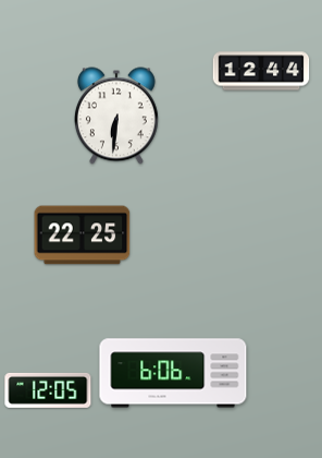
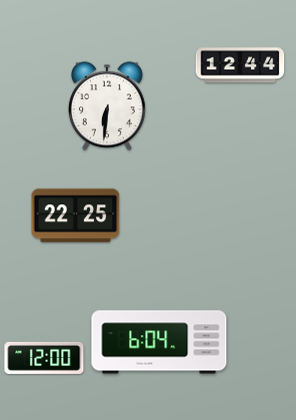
clock at (173, 373): 6:06 -> 6:04
clock at (48, 390): 12:05 -> 12:00
